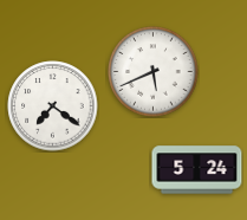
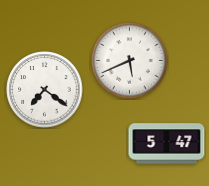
clock at (197, 170): 5:24 -> 5:47
